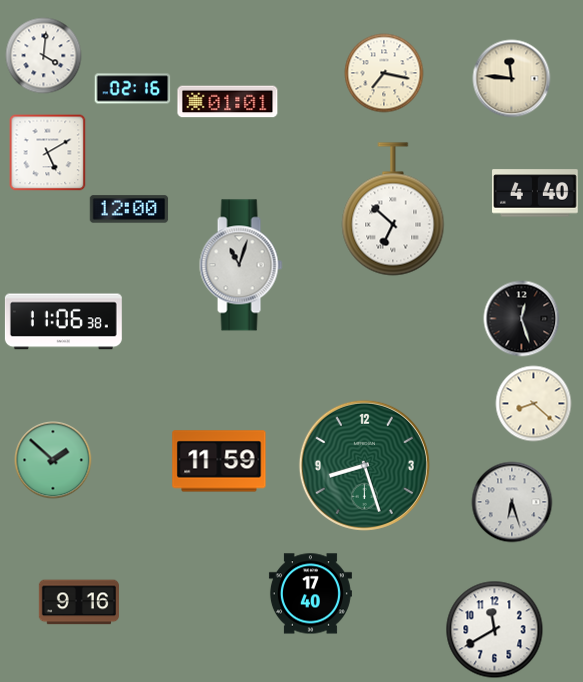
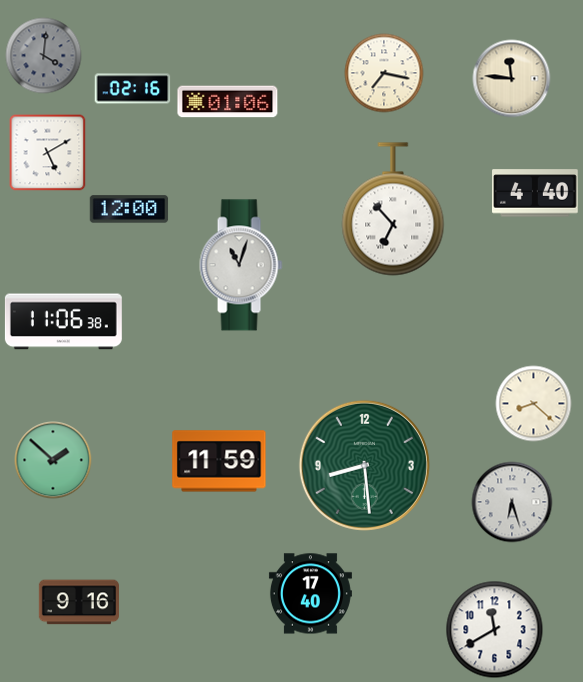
clock at (44, 56) dial: white -> grey
clock at (228, 102): 01:01 -> 01:06
clock at (393, 209): 6:52 -> 6:53
clock at (522, 319): 12:27 -> none
clock at (364, 465): 8:27 -> 8:29
